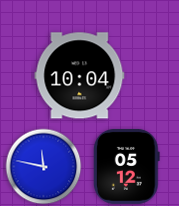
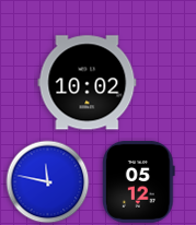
clock at (80, 76): 10:04 -> 10:02
